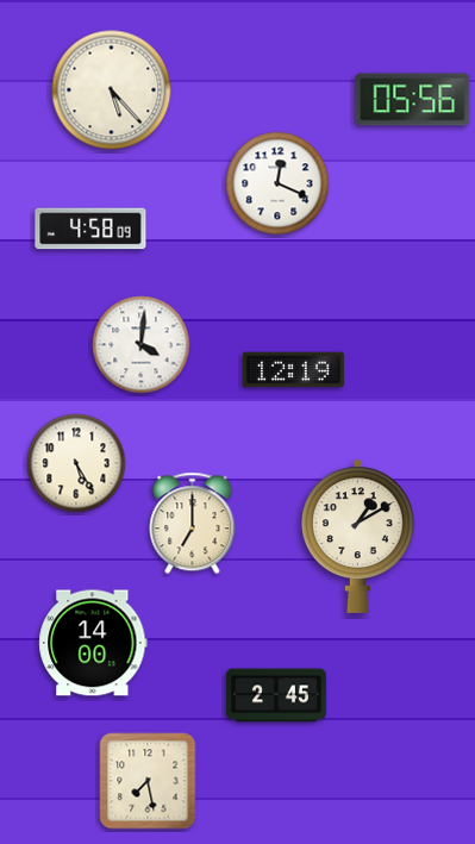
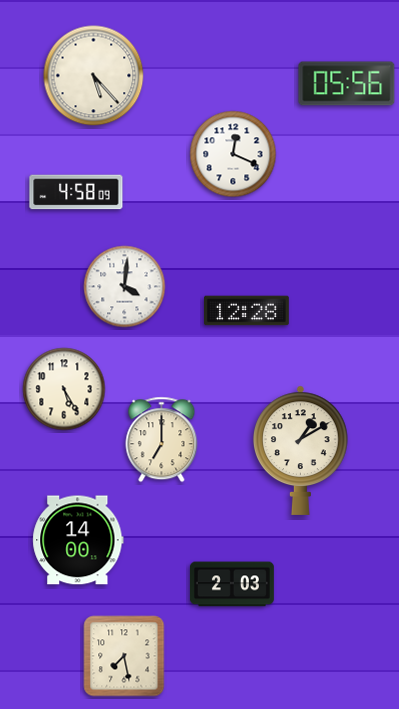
clock at (142, 345) position: (142, 345) -> (125, 287)
clock at (294, 370): 12:19 -> 12:28
clock at (276, 695): 2:45 -> 2:03
